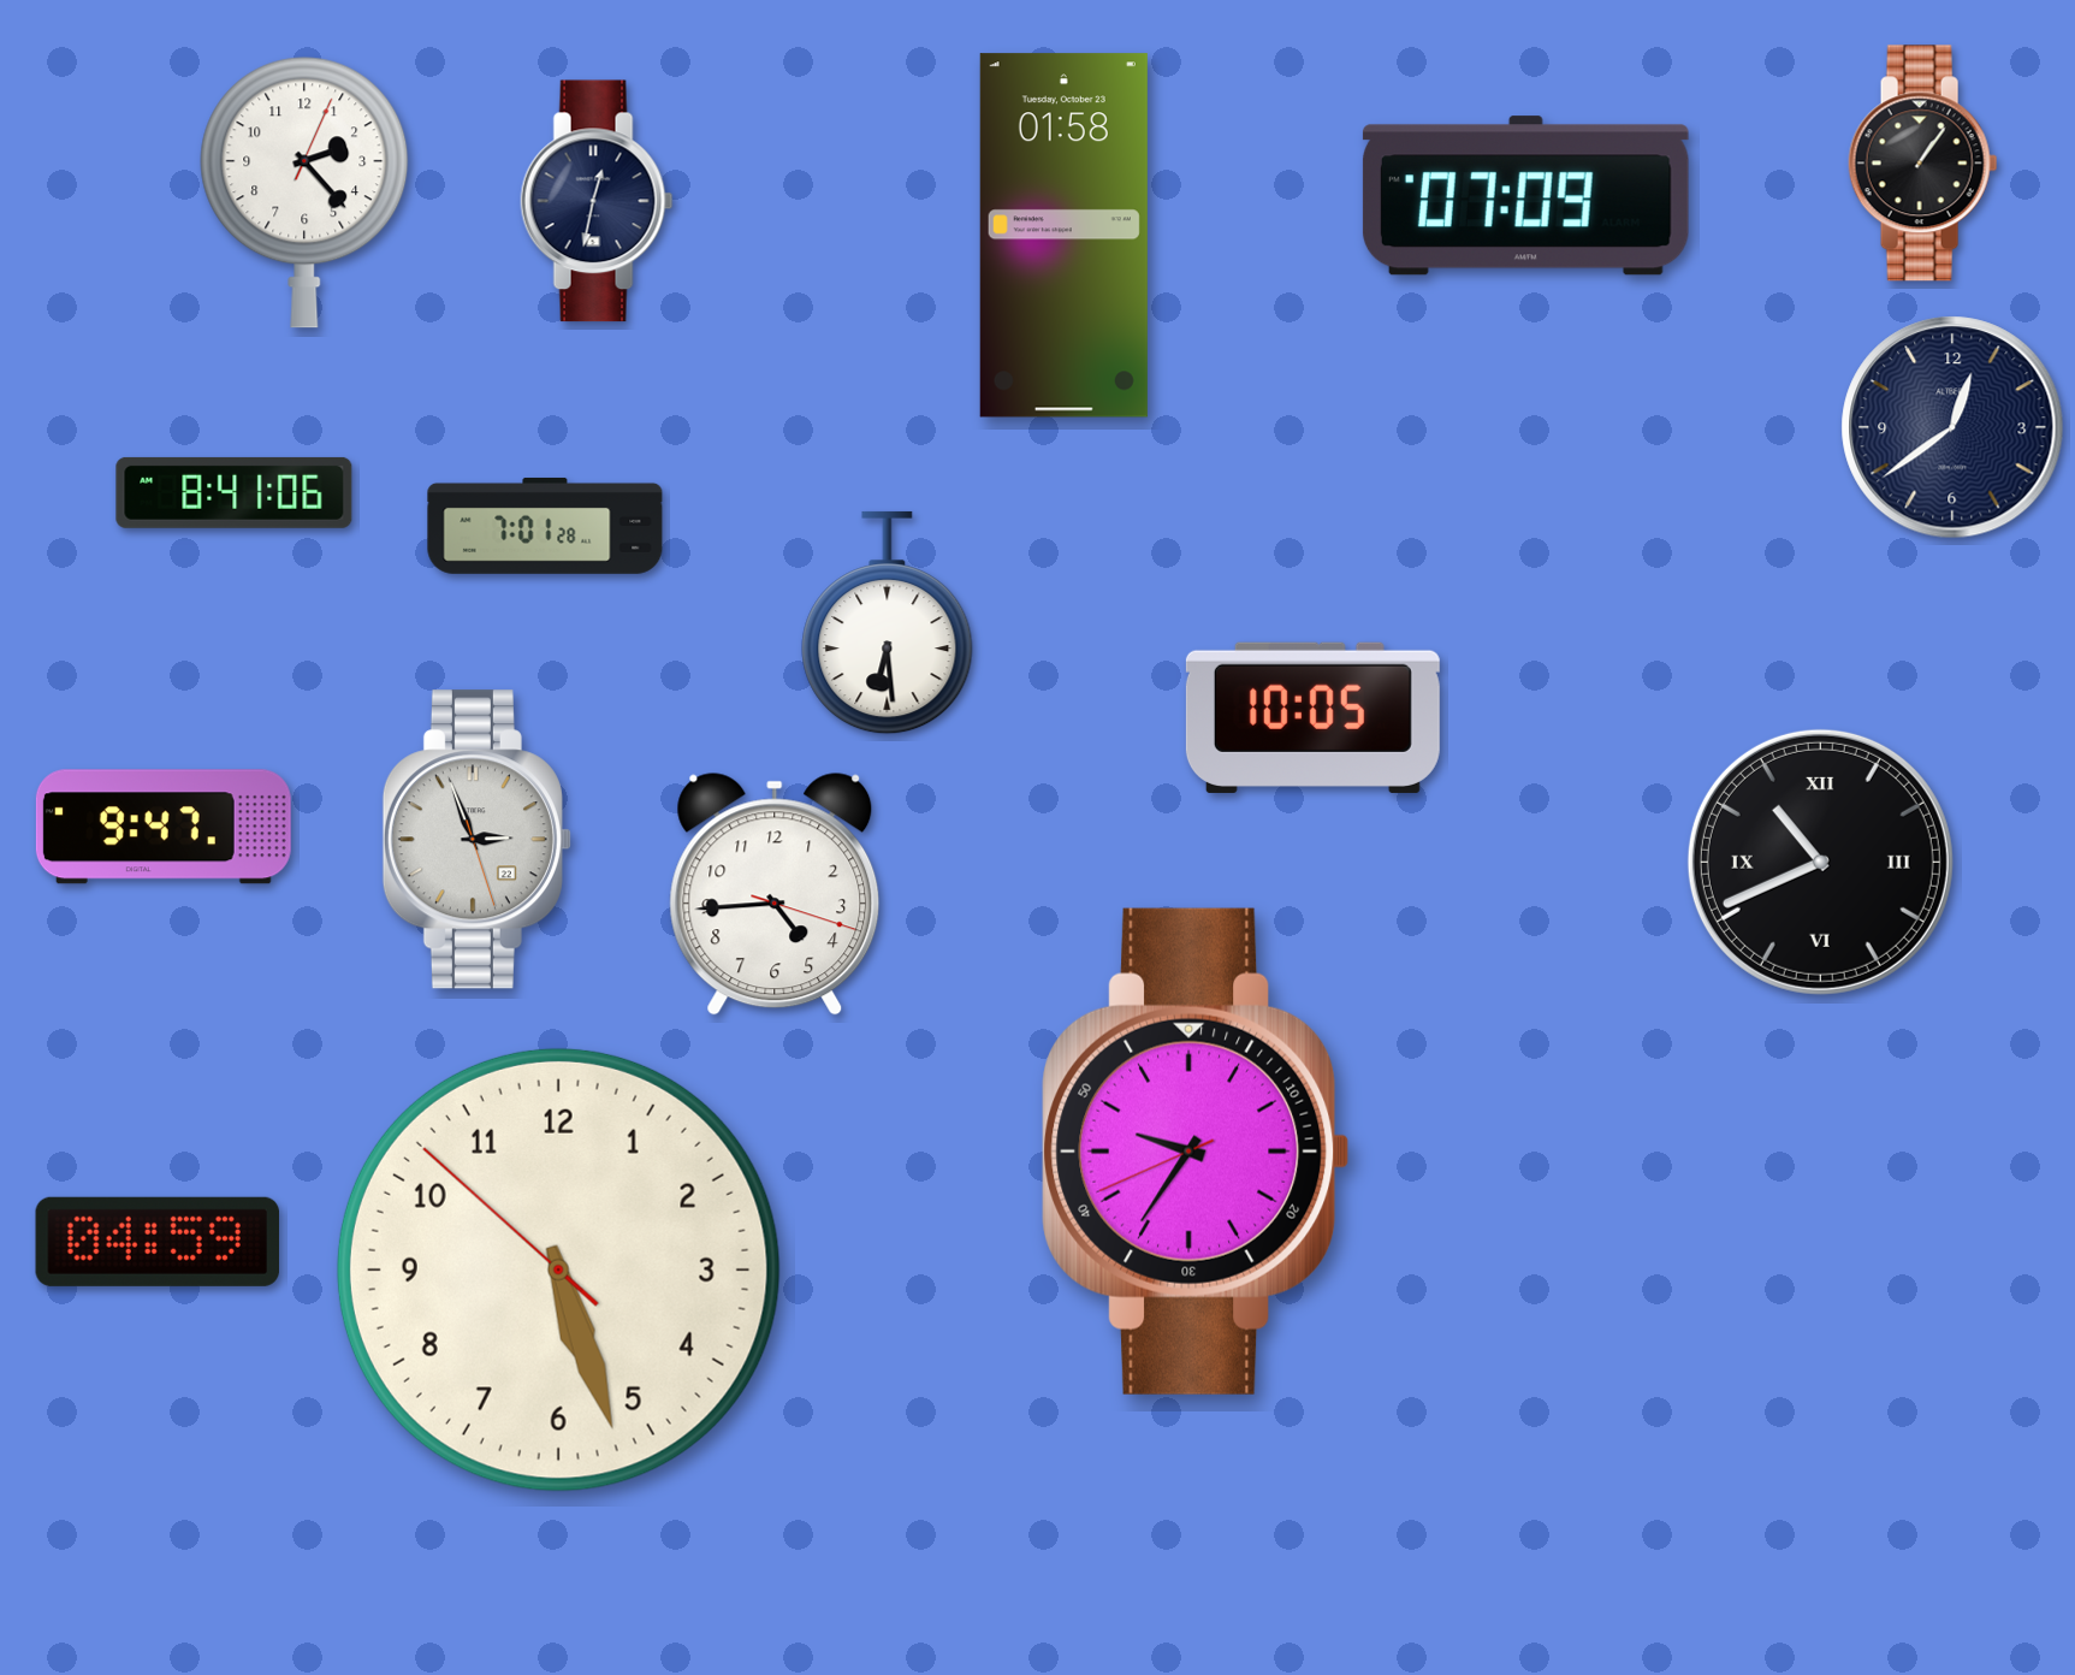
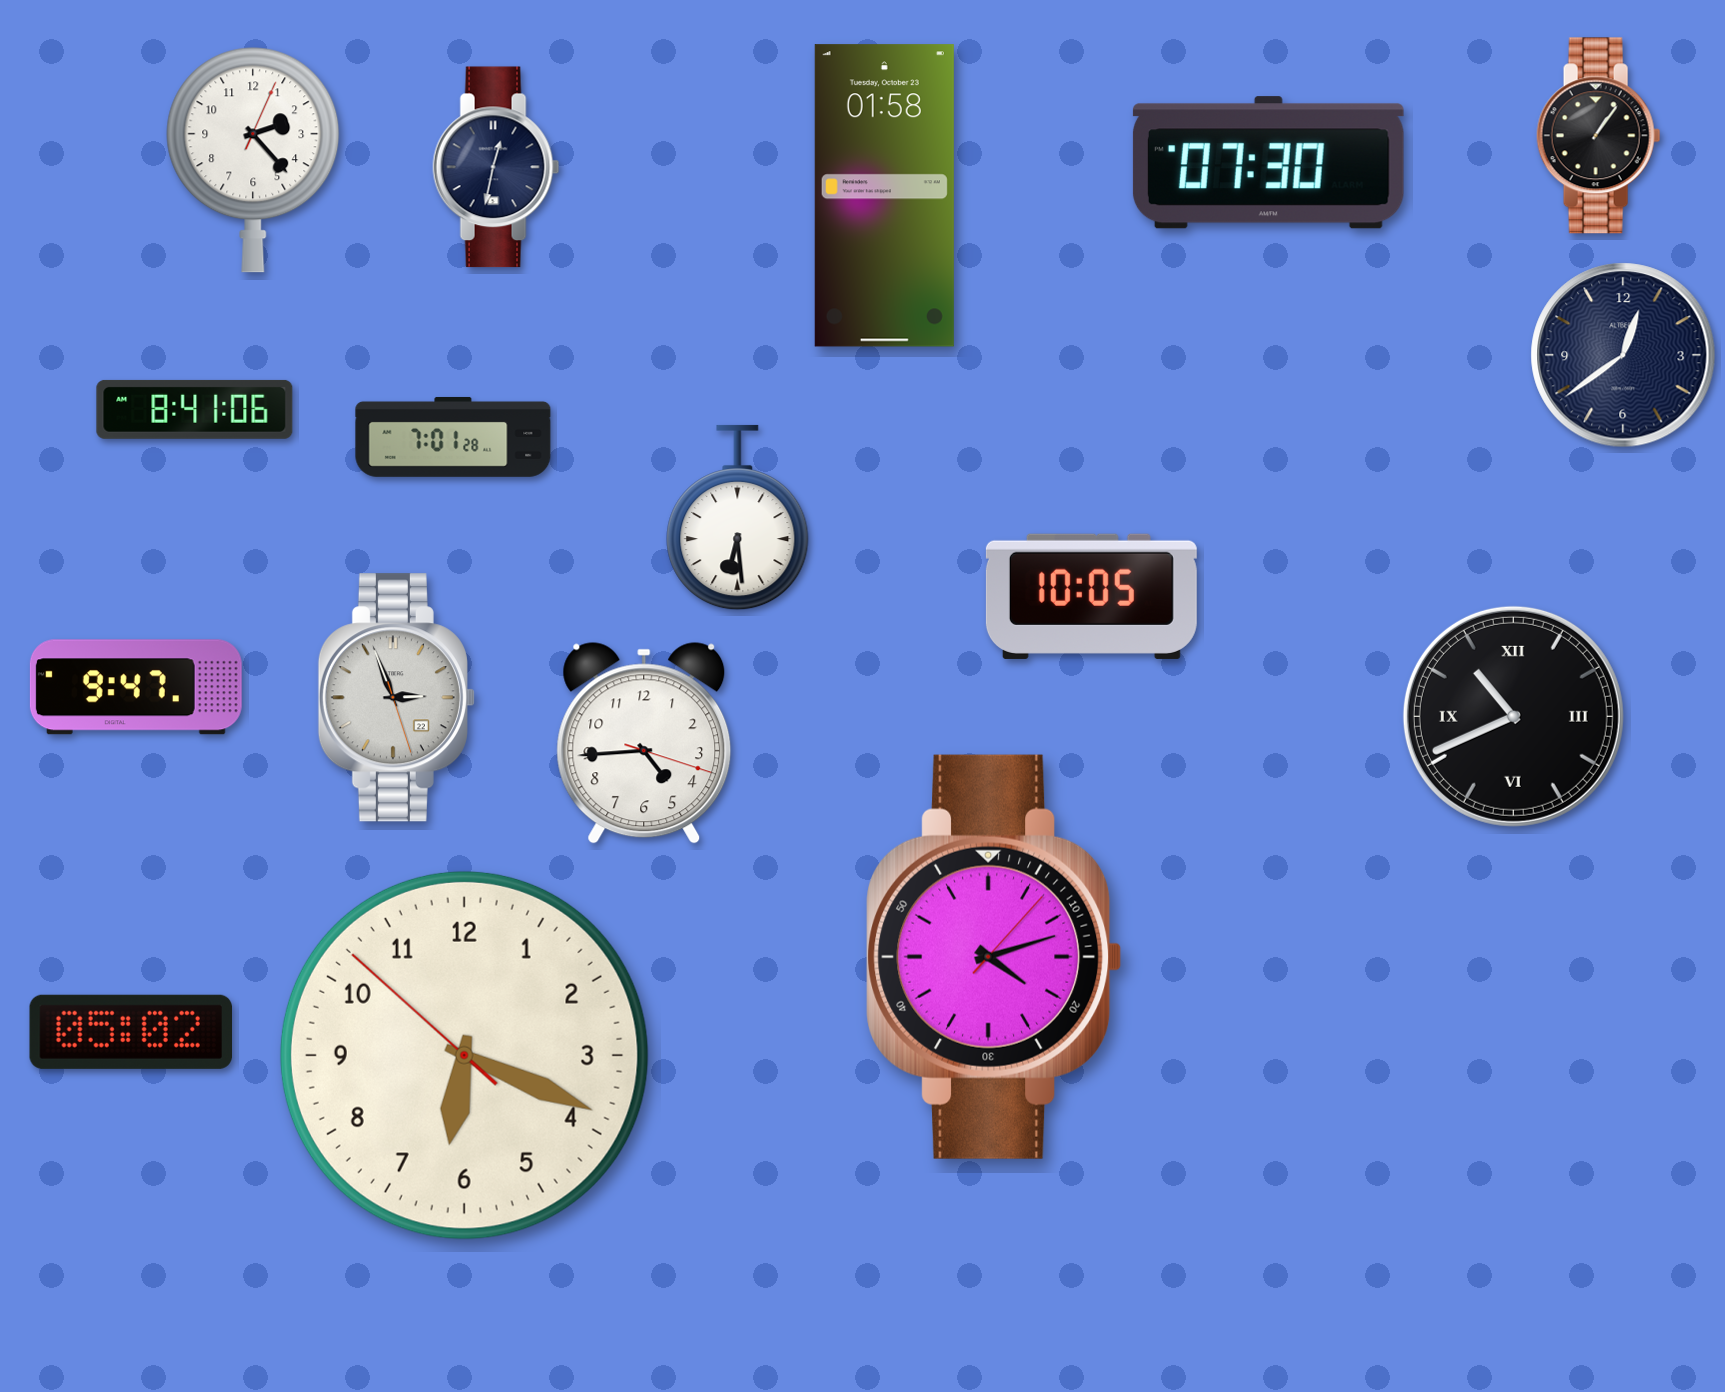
clock at (1525, 196): 07:09 -> 07:30
clock at (1196, 1152): 9:35 -> 4:12
clock at (156, 1242): 04:59 -> 05:02
clock at (558, 1269): 5:26 -> 6:18
